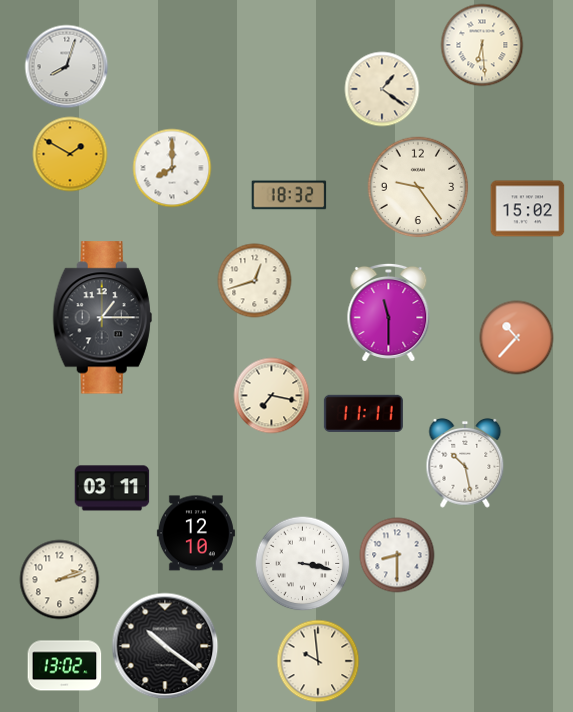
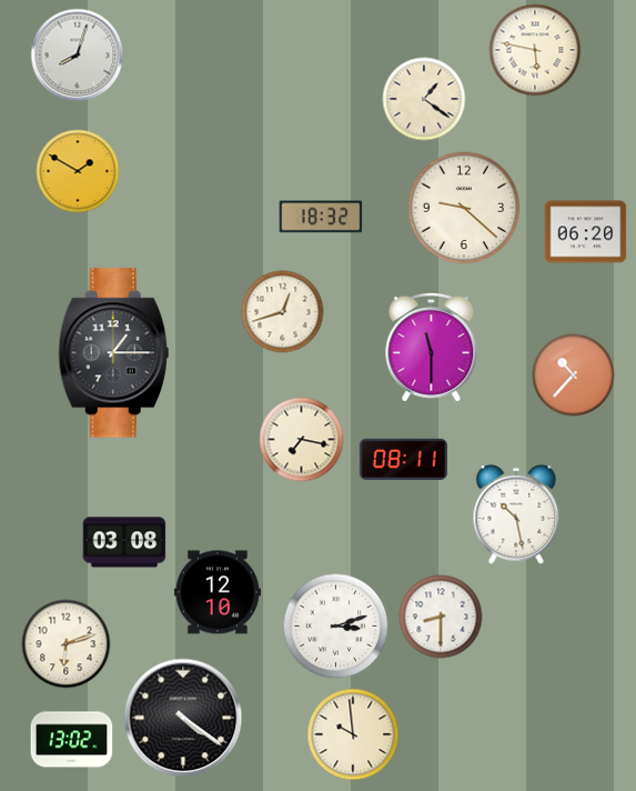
clock at (482, 45): 6:29 -> 5:47
clock at (67, 67) position: (67, 67) -> (78, 56)
clock at (172, 168): 8:00 -> none
clock at (418, 187): 9:24 -> 9:22
clock at (528, 209): 15:02 -> 06:20
clock at (363, 413): 11:11 -> 08:11
clock at (112, 488): 03:11 -> 03:08
clock at (303, 564): 3:17 -> 3:12
clock at (60, 580): 2:12 -> 6:12
clock at (165, 646): 10:21 -> 4:21
